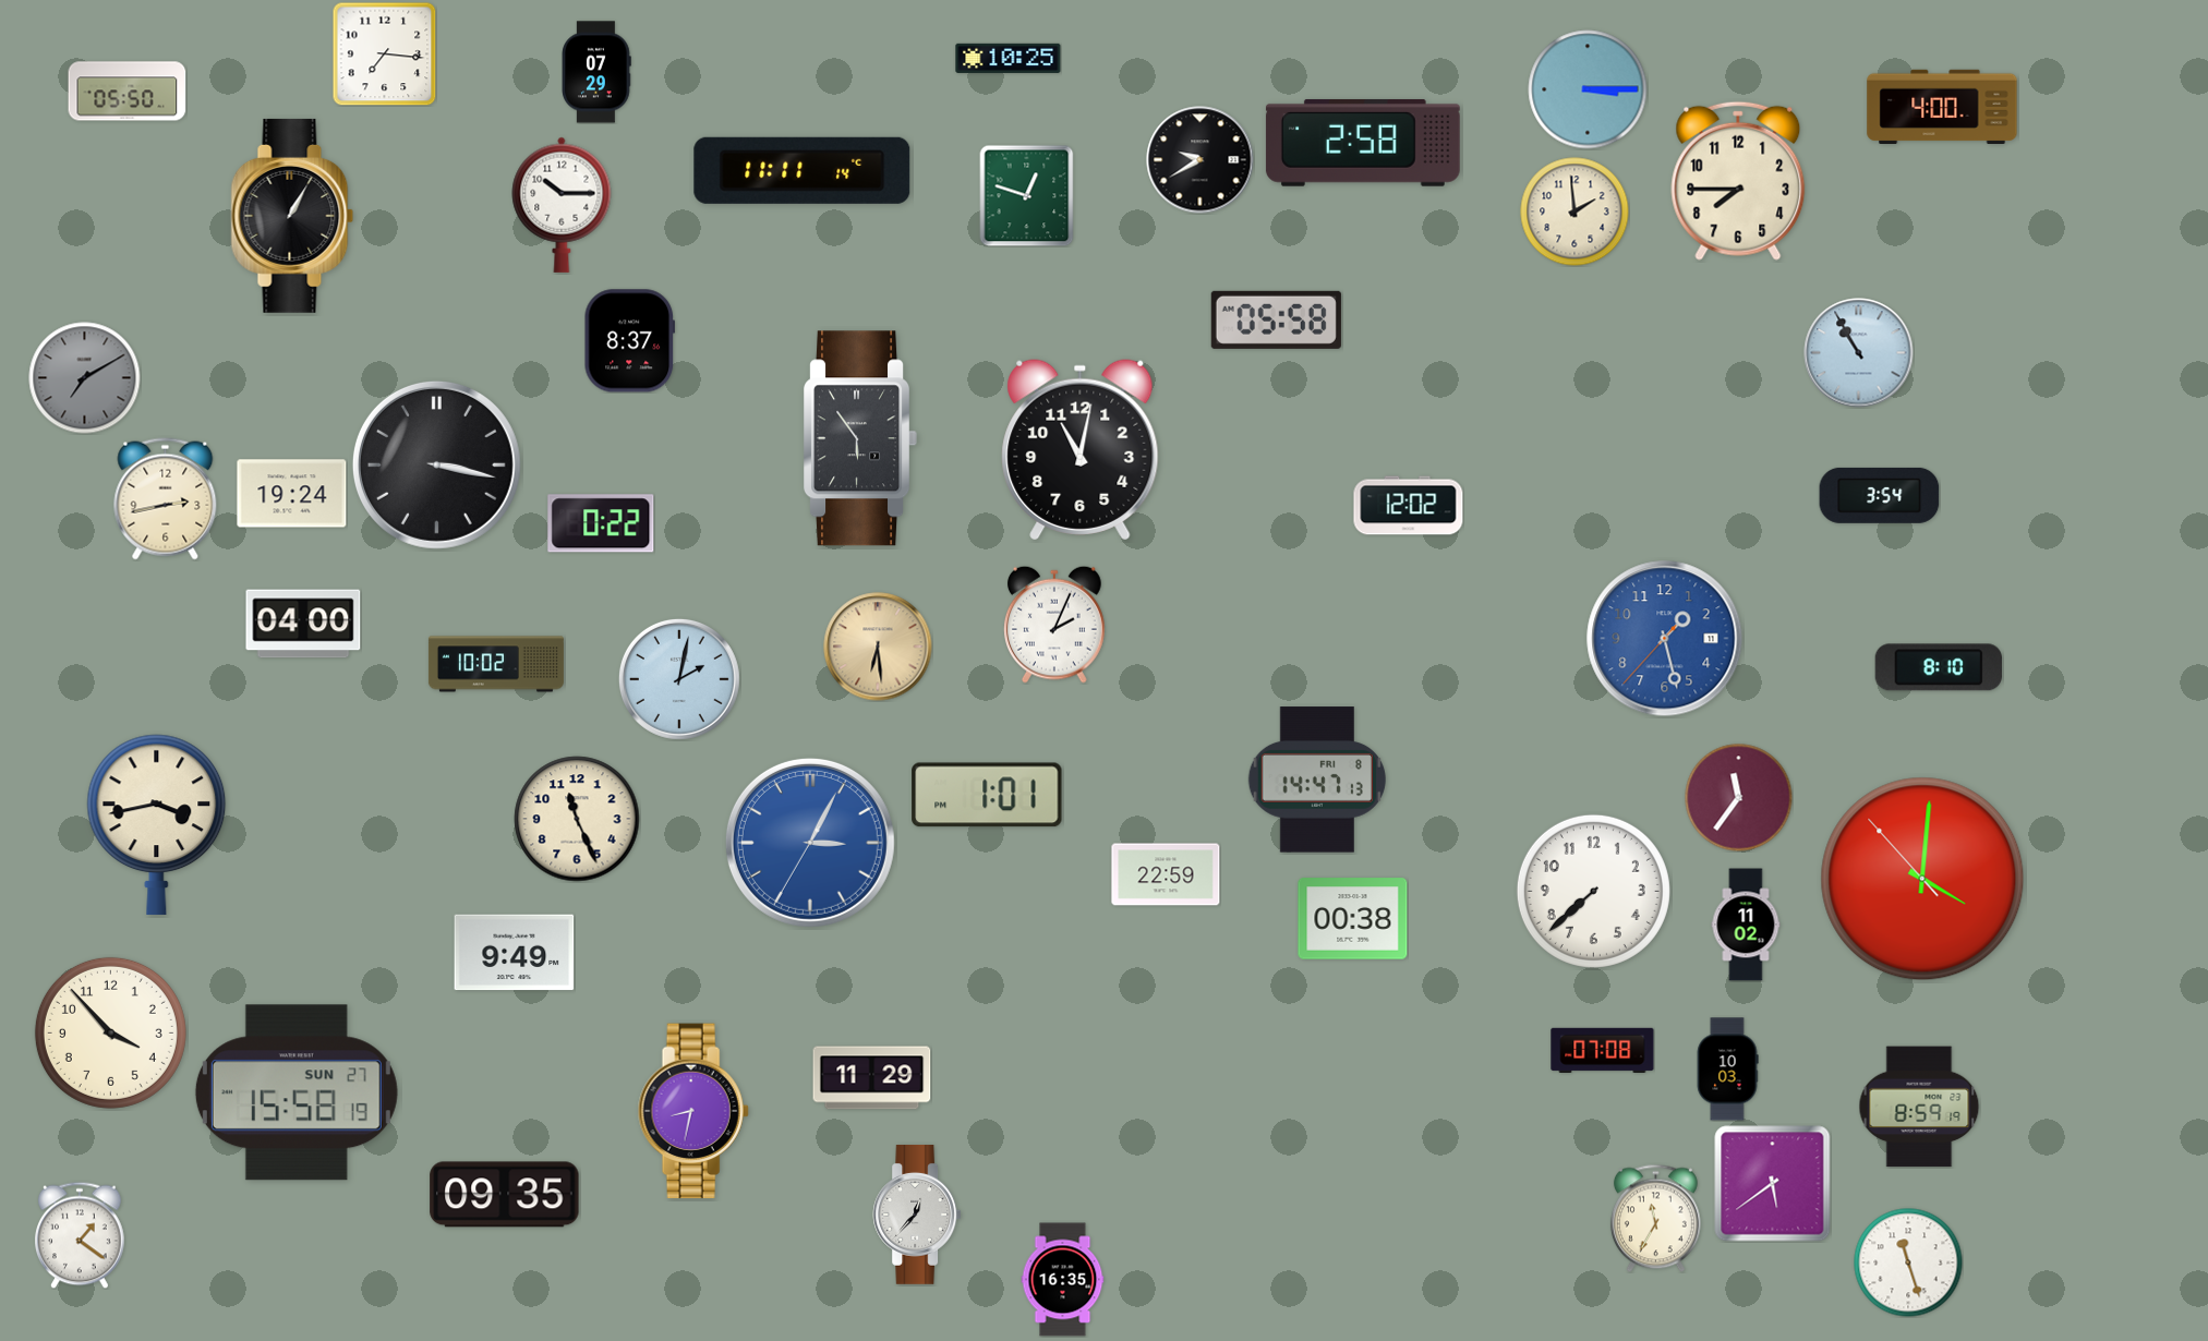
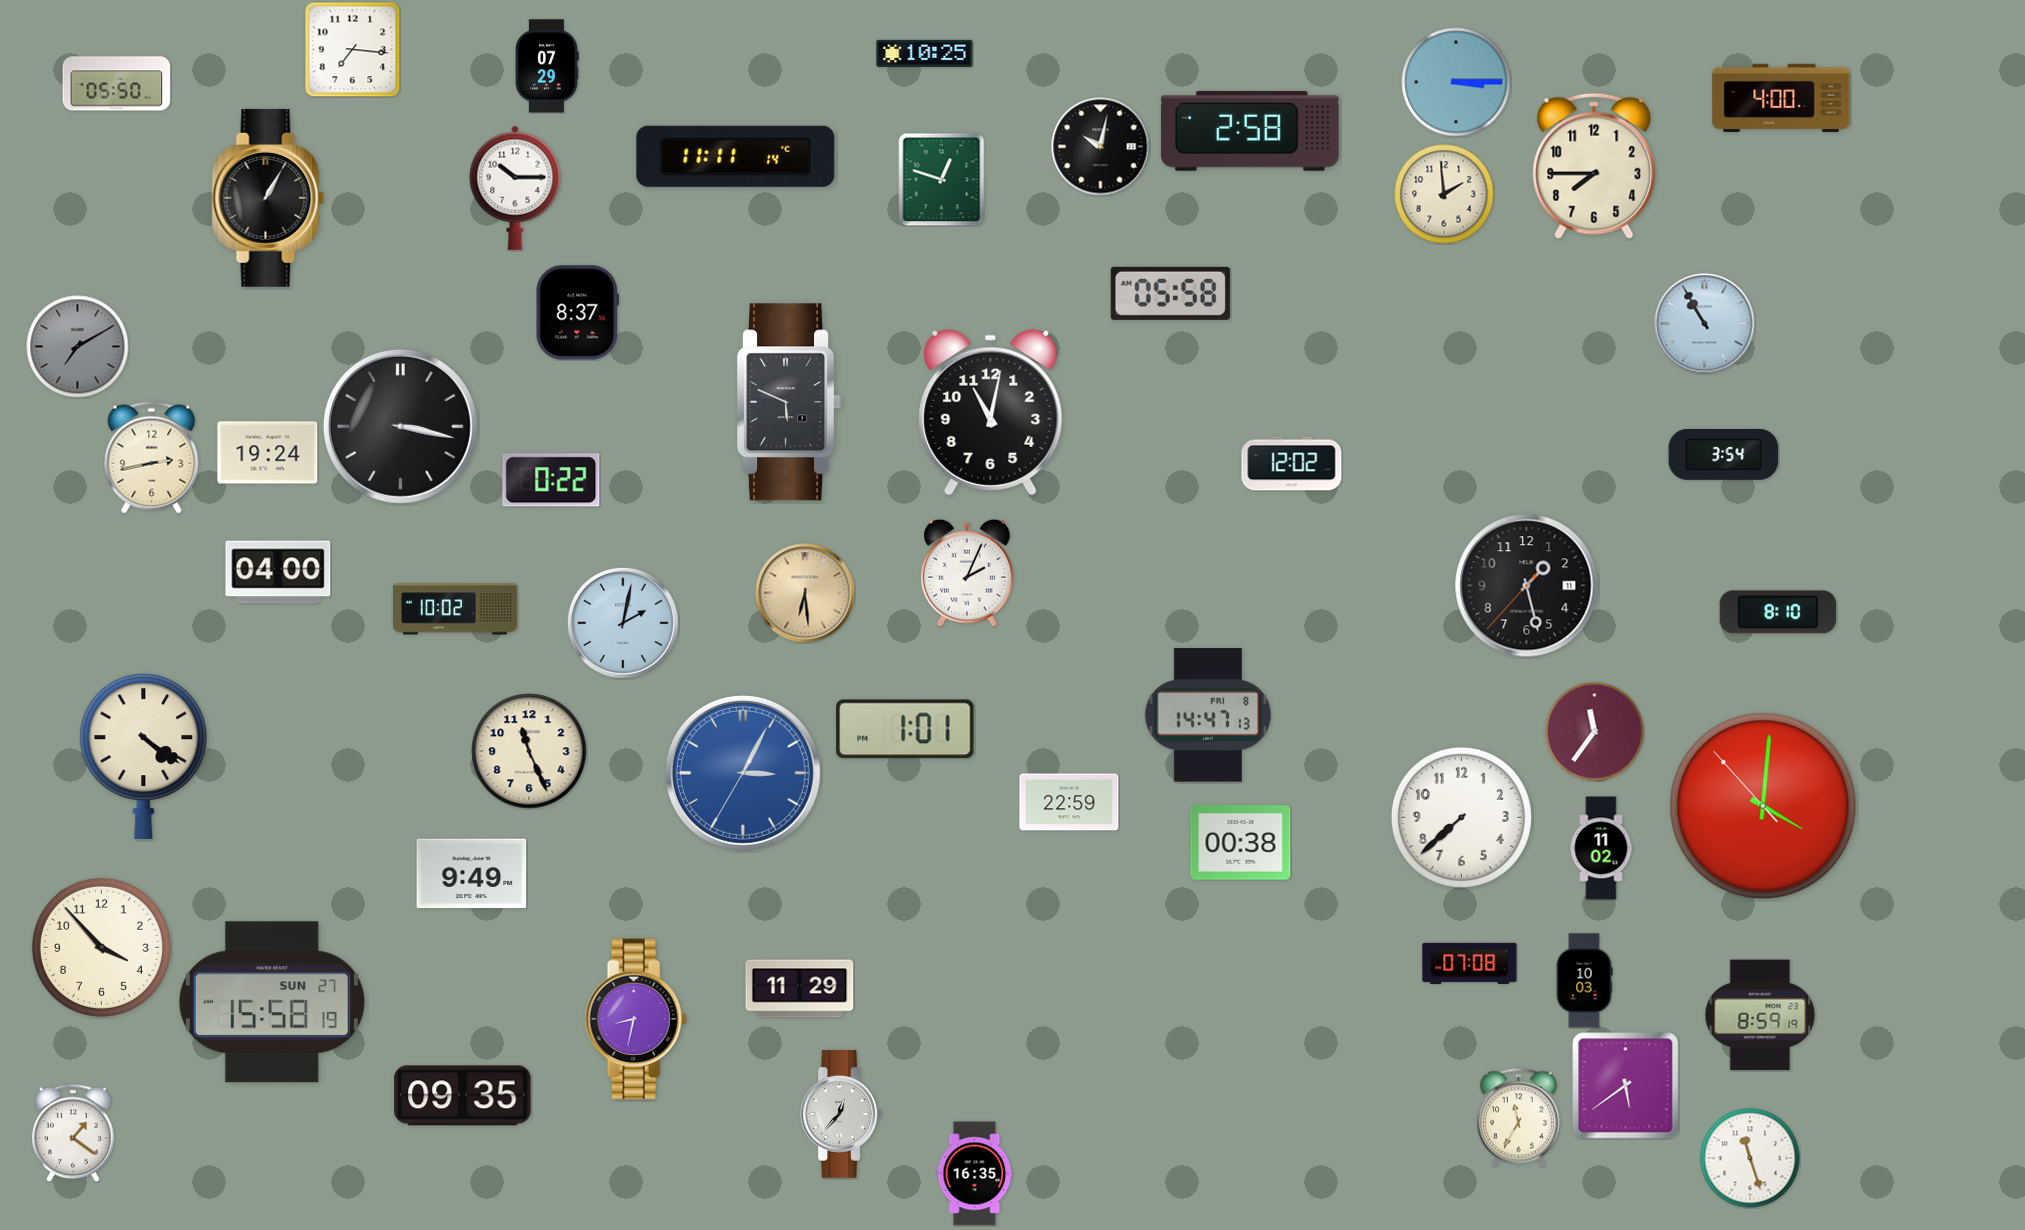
clock at (1200, 160): 9:40 -> 10:02
clock at (861, 438): 5:54 -> 5:49
clock at (1665, 639) dial: blue -> black
clock at (157, 824): 3:43 -> 4:21
